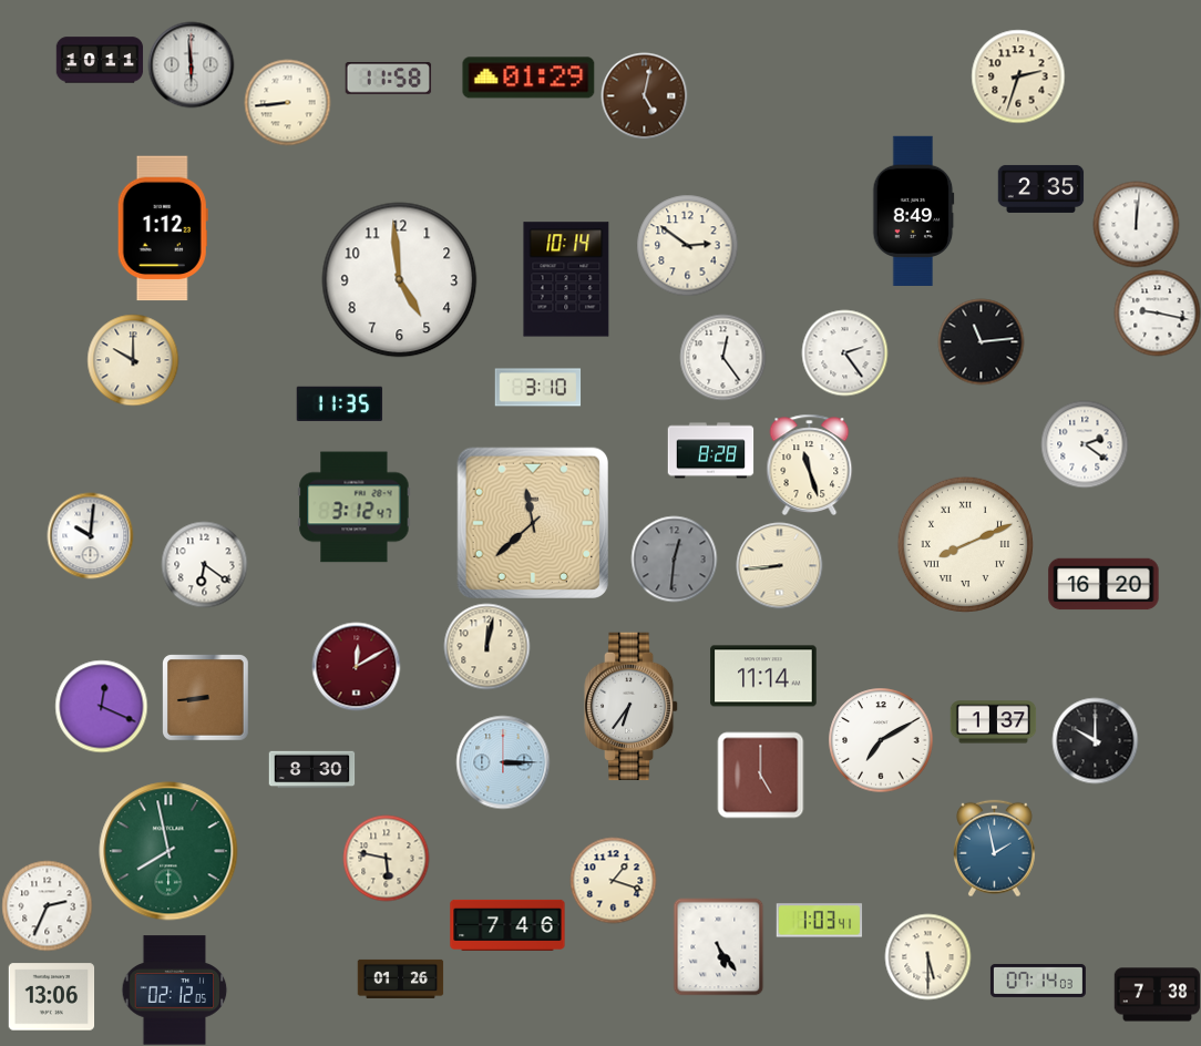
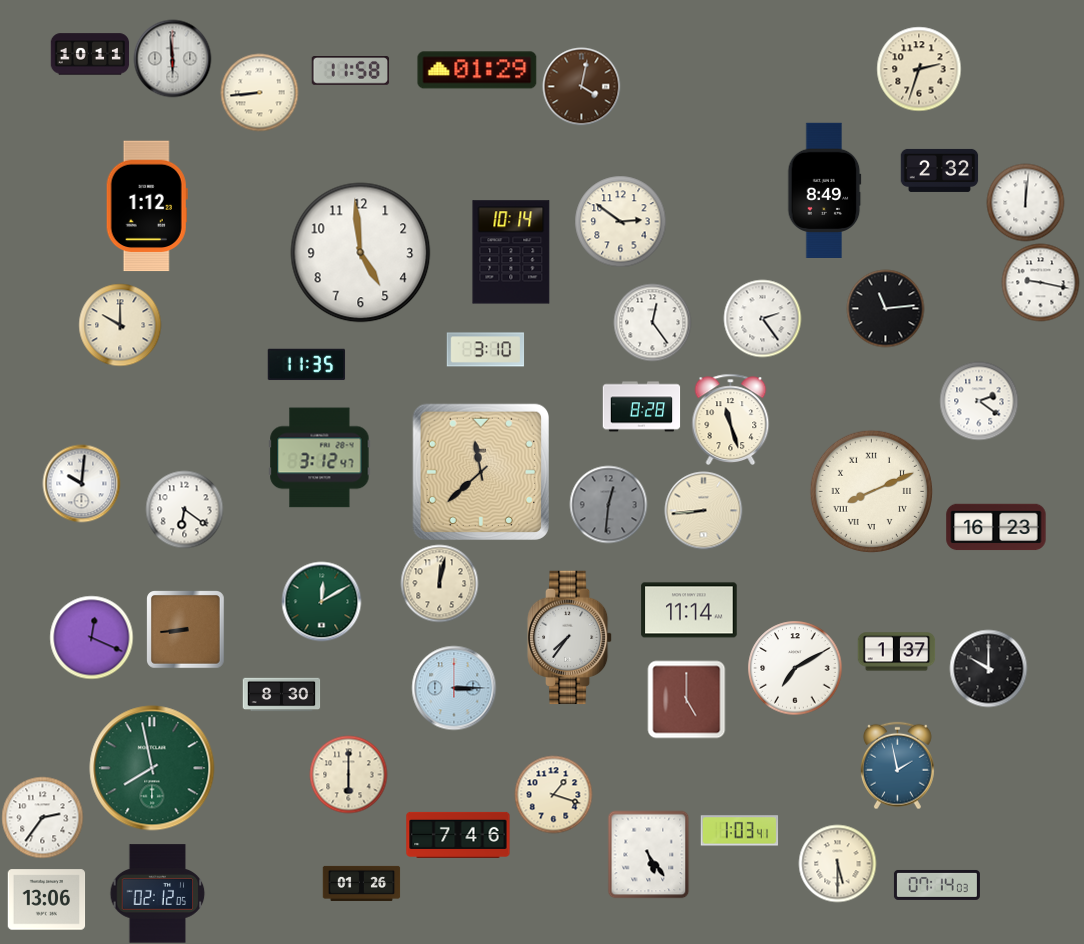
clock at (644, 95): 5:02 -> 4:02
clock at (1040, 188): 2:35 -> 2:32
clock at (1157, 312) position: (1157, 312) -> (1040, 282)
clock at (1104, 584): 16:20 -> 16:23
clock at (356, 666) dial: burgundy -> green
clock at (632, 707): 6:36 -> 7:36
clock at (386, 858): 5:47 -> 6:00
clock at (47, 905): 2:34 -> 2:36
clock at (1157, 995): 7:38 -> none
